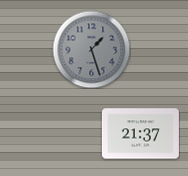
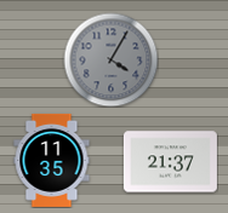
clock at (91, 49): 1:27 -> 4:05
clock at (52, 160): none -> 11:35
